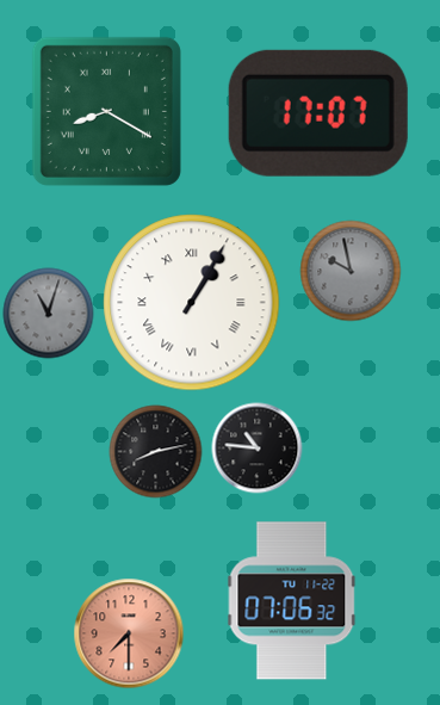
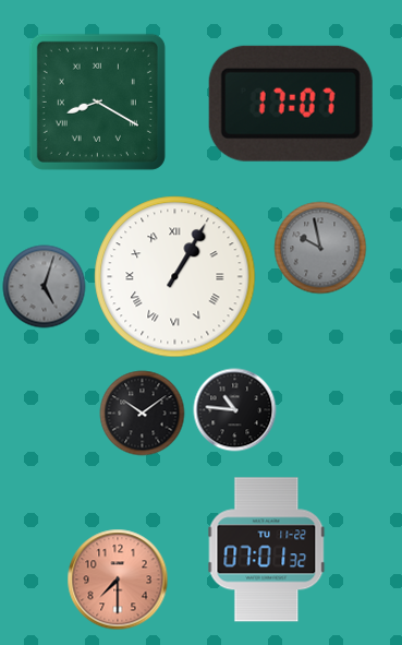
clock at (49, 314): 11:03 -> 5:03
clock at (156, 452): 8:13 -> 10:09
clock at (292, 601): 07:06 -> 07:01
